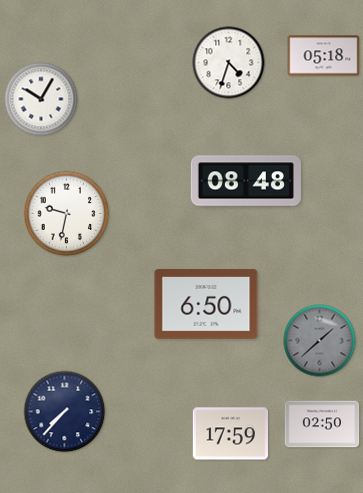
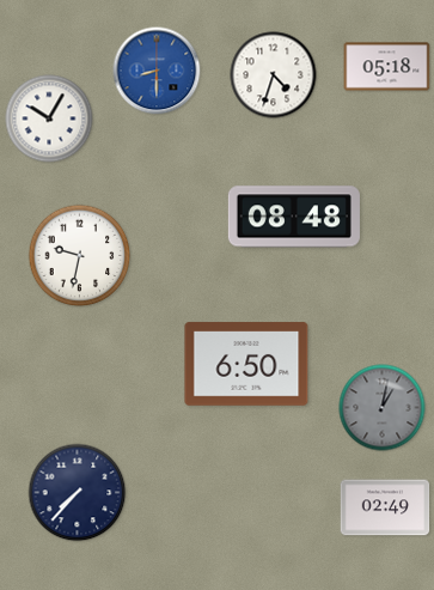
clock at (157, 71): none -> 8:30
clock at (320, 341): 1:38 -> 1:02
clock at (322, 424): 02:50 -> 02:49
clock at (230, 434): 17:59 -> none
